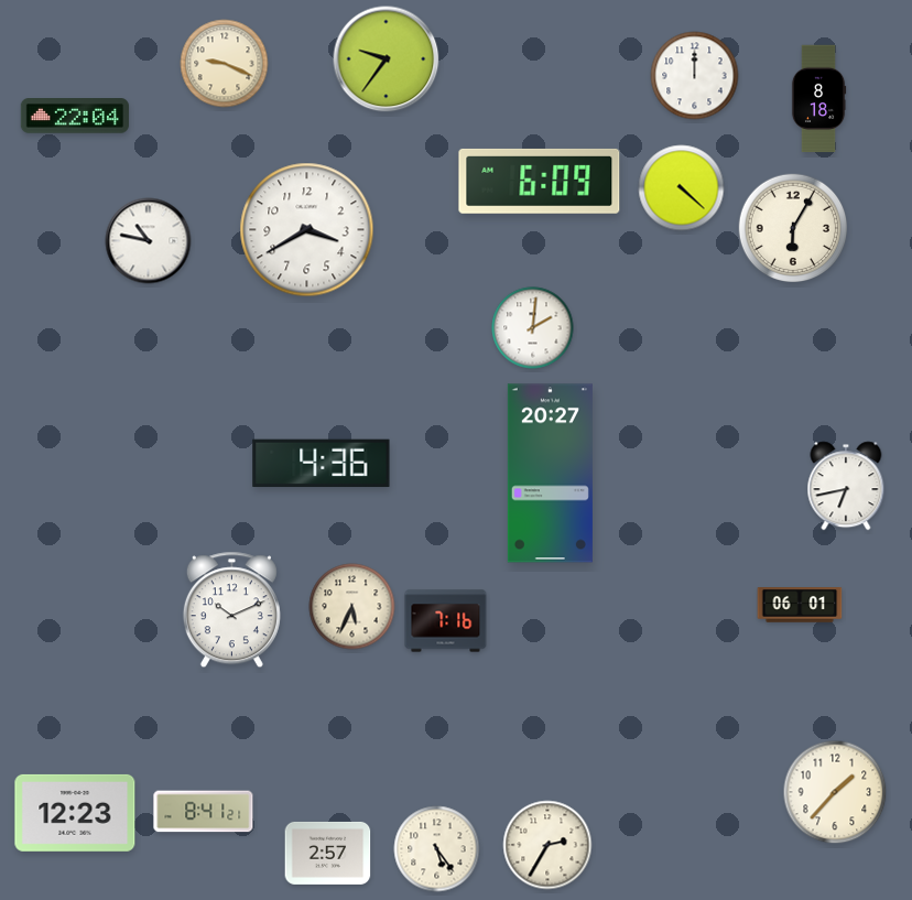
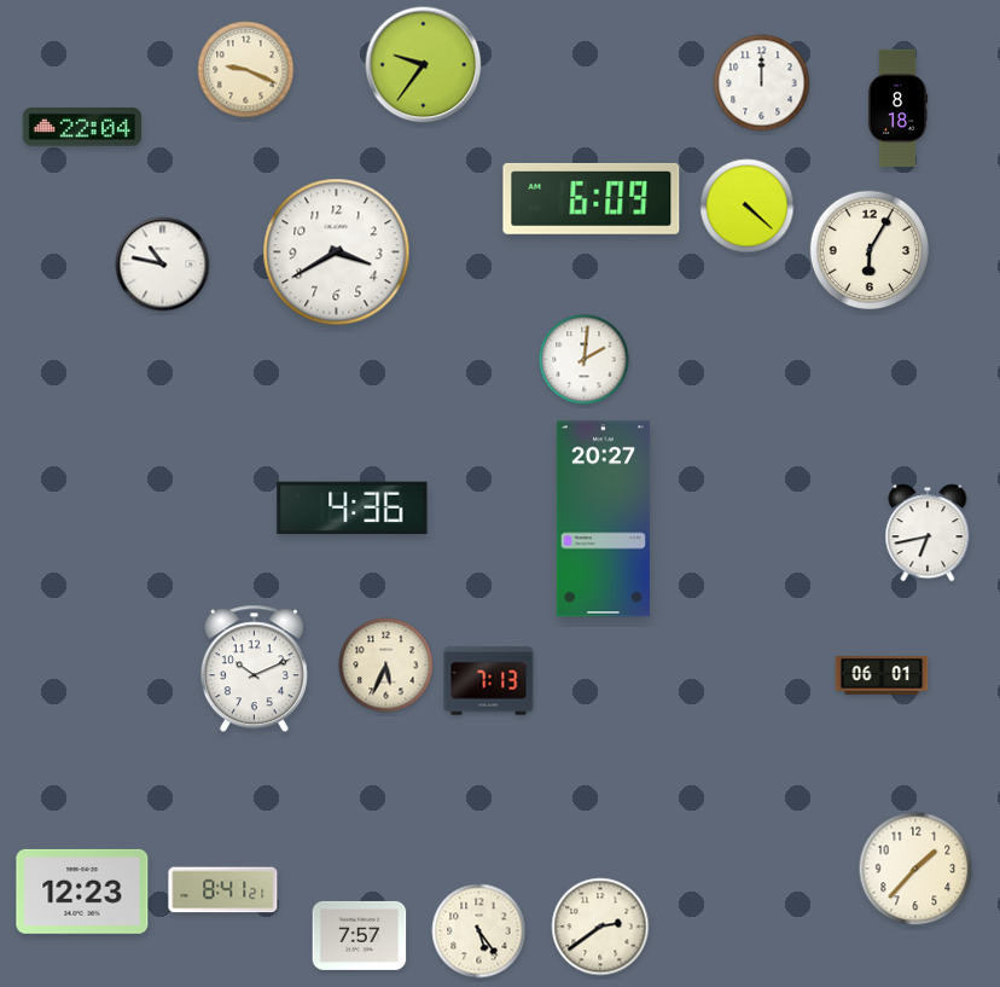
clock at (800, 606) position: (800, 606) -> (882, 677)
clock at (446, 621): 7:16 -> 7:13
clock at (547, 845): 2:35 -> 2:39
clock at (328, 853): 2:57 -> 7:57
